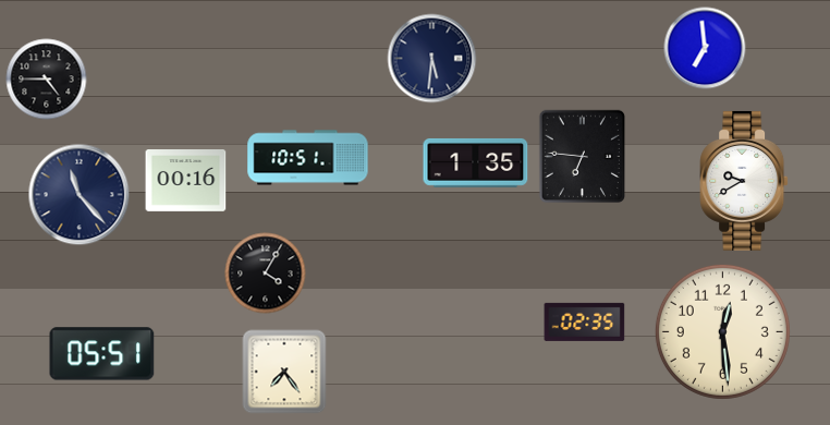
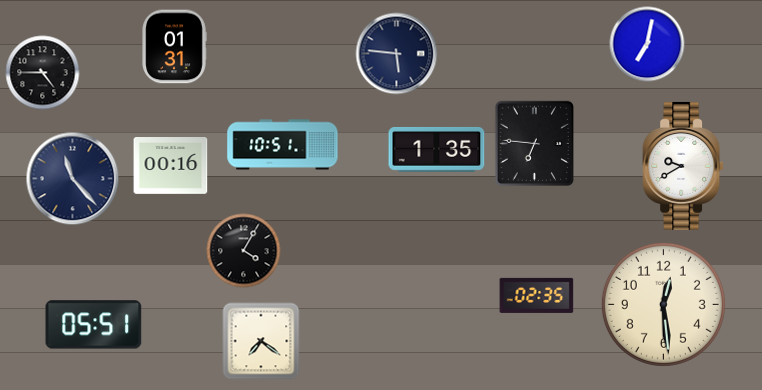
clock at (705, 48): 6:59 -> 7:02
clock at (174, 47): none -> 01:31
clock at (432, 59): 5:31 -> 5:46
clock at (284, 372): 7:24 -> 7:21
